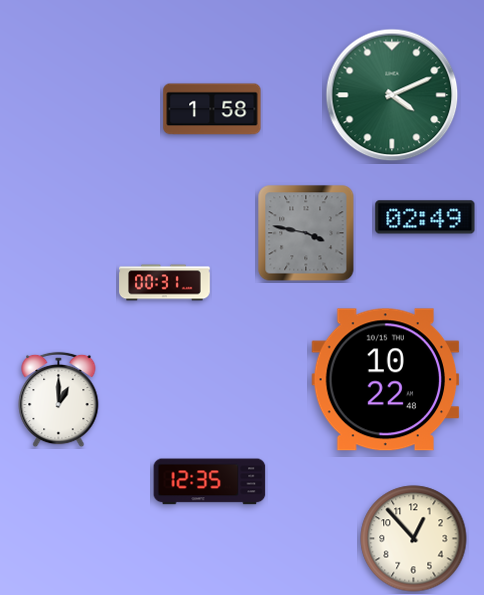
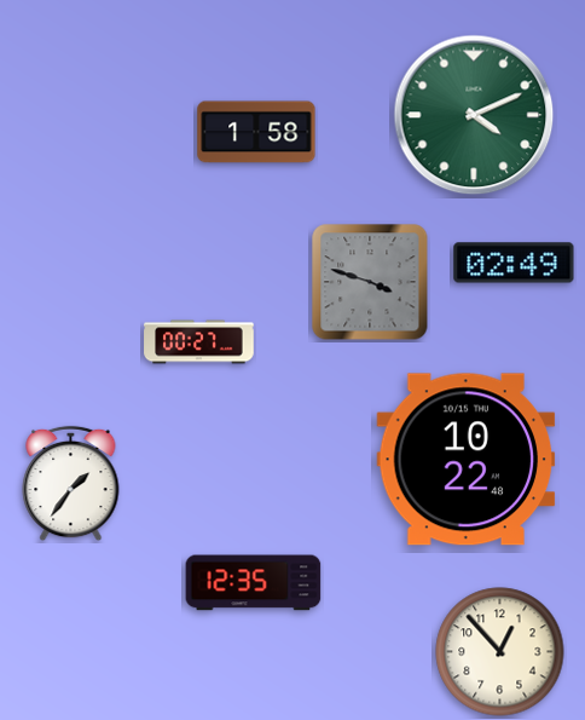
clock at (306, 233): 3:47 -> 3:48
clock at (165, 283): 00:31 -> 00:27
clock at (59, 400): 1:00 -> 1:36
